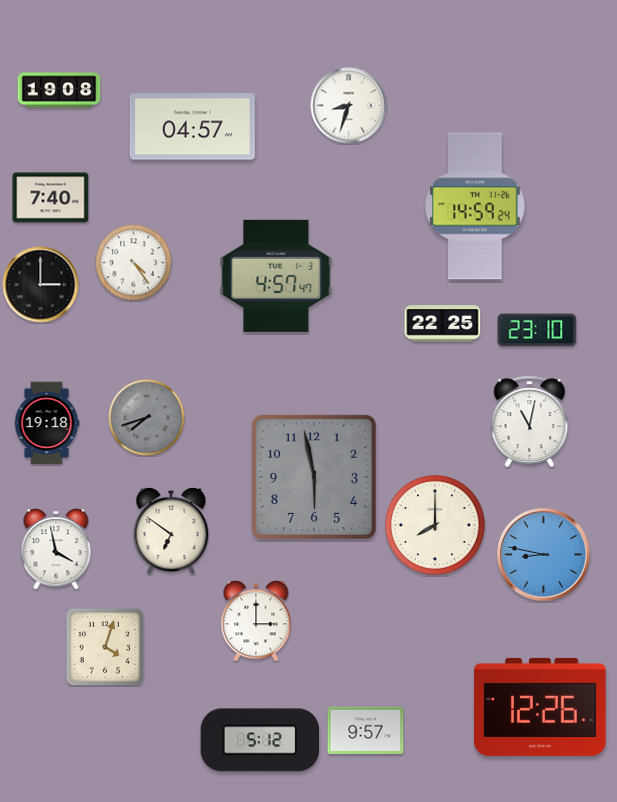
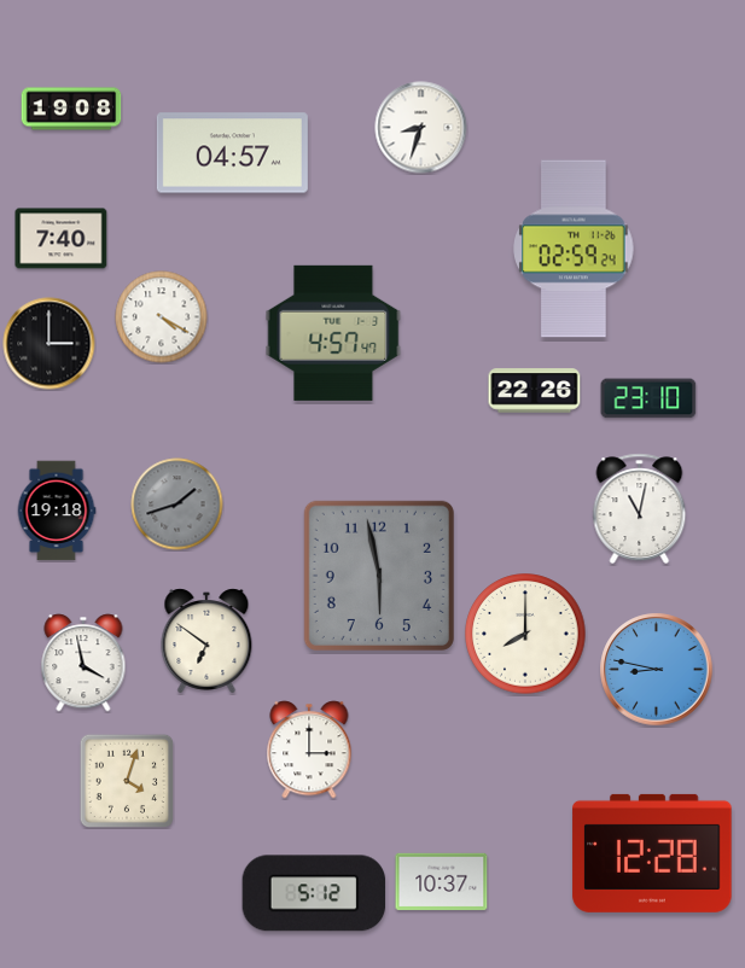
clock at (475, 206): 14:59 -> 02:59
clock at (134, 263): 4:24 -> 4:20
clock at (443, 324): 22:25 -> 22:26
clock at (147, 418): 7:42 -> 1:42
clock at (56, 549) position: (56, 549) -> (83, 663)
clock at (540, 707): 12:26 -> 12:28
clock at (366, 730): 9:57 -> 10:37
